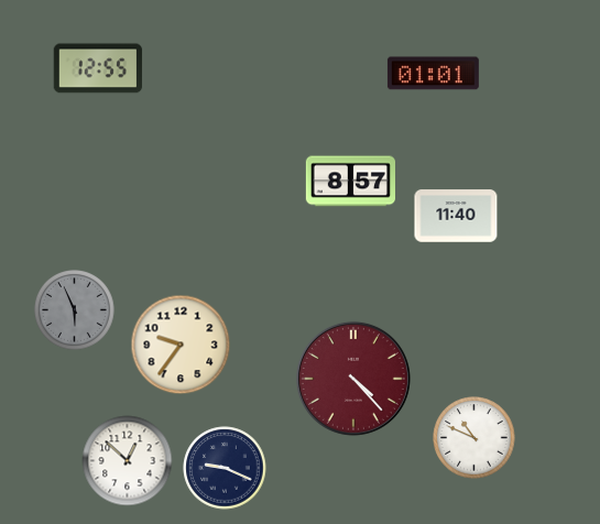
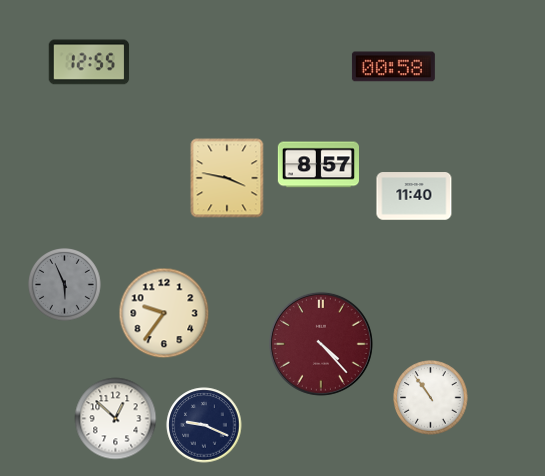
clock at (433, 74): 01:01 -> 00:58
clock at (227, 178): none -> 3:47
clock at (75, 310) position: (75, 310) -> (65, 285)
clock at (474, 438): 10:49 -> 10:54
